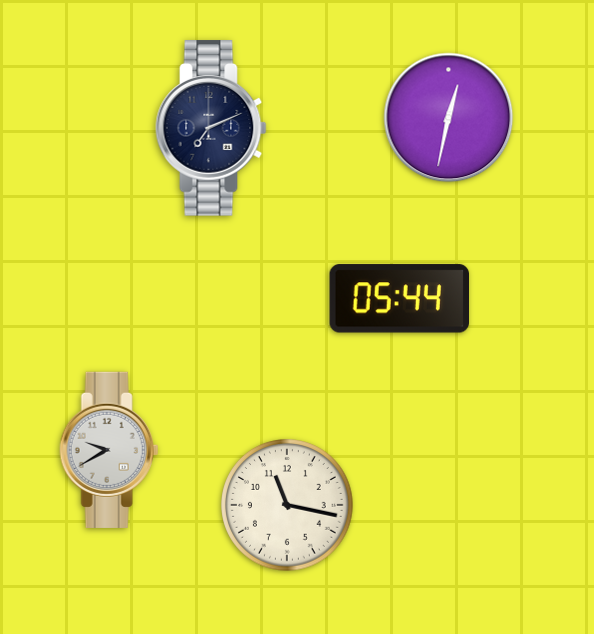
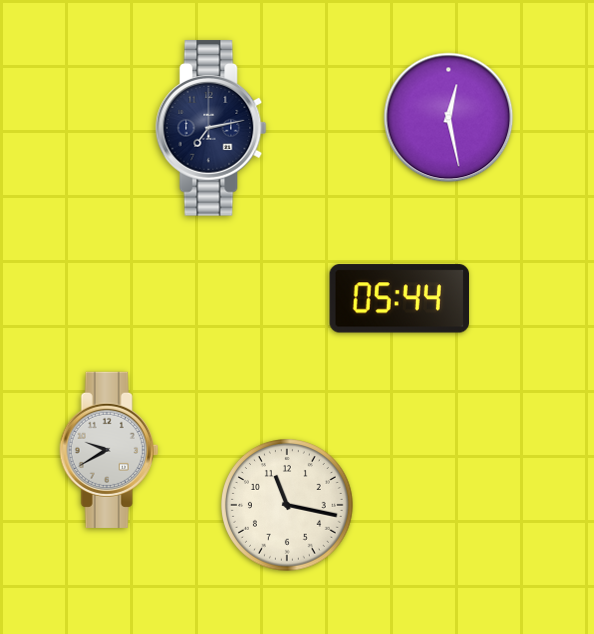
clock at (449, 118): 12:32 -> 12:28
clock at (211, 128): 7:11 -> 7:13
